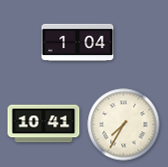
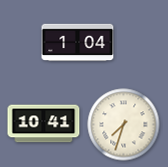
clock at (124, 125): 7:35 -> 7:33
